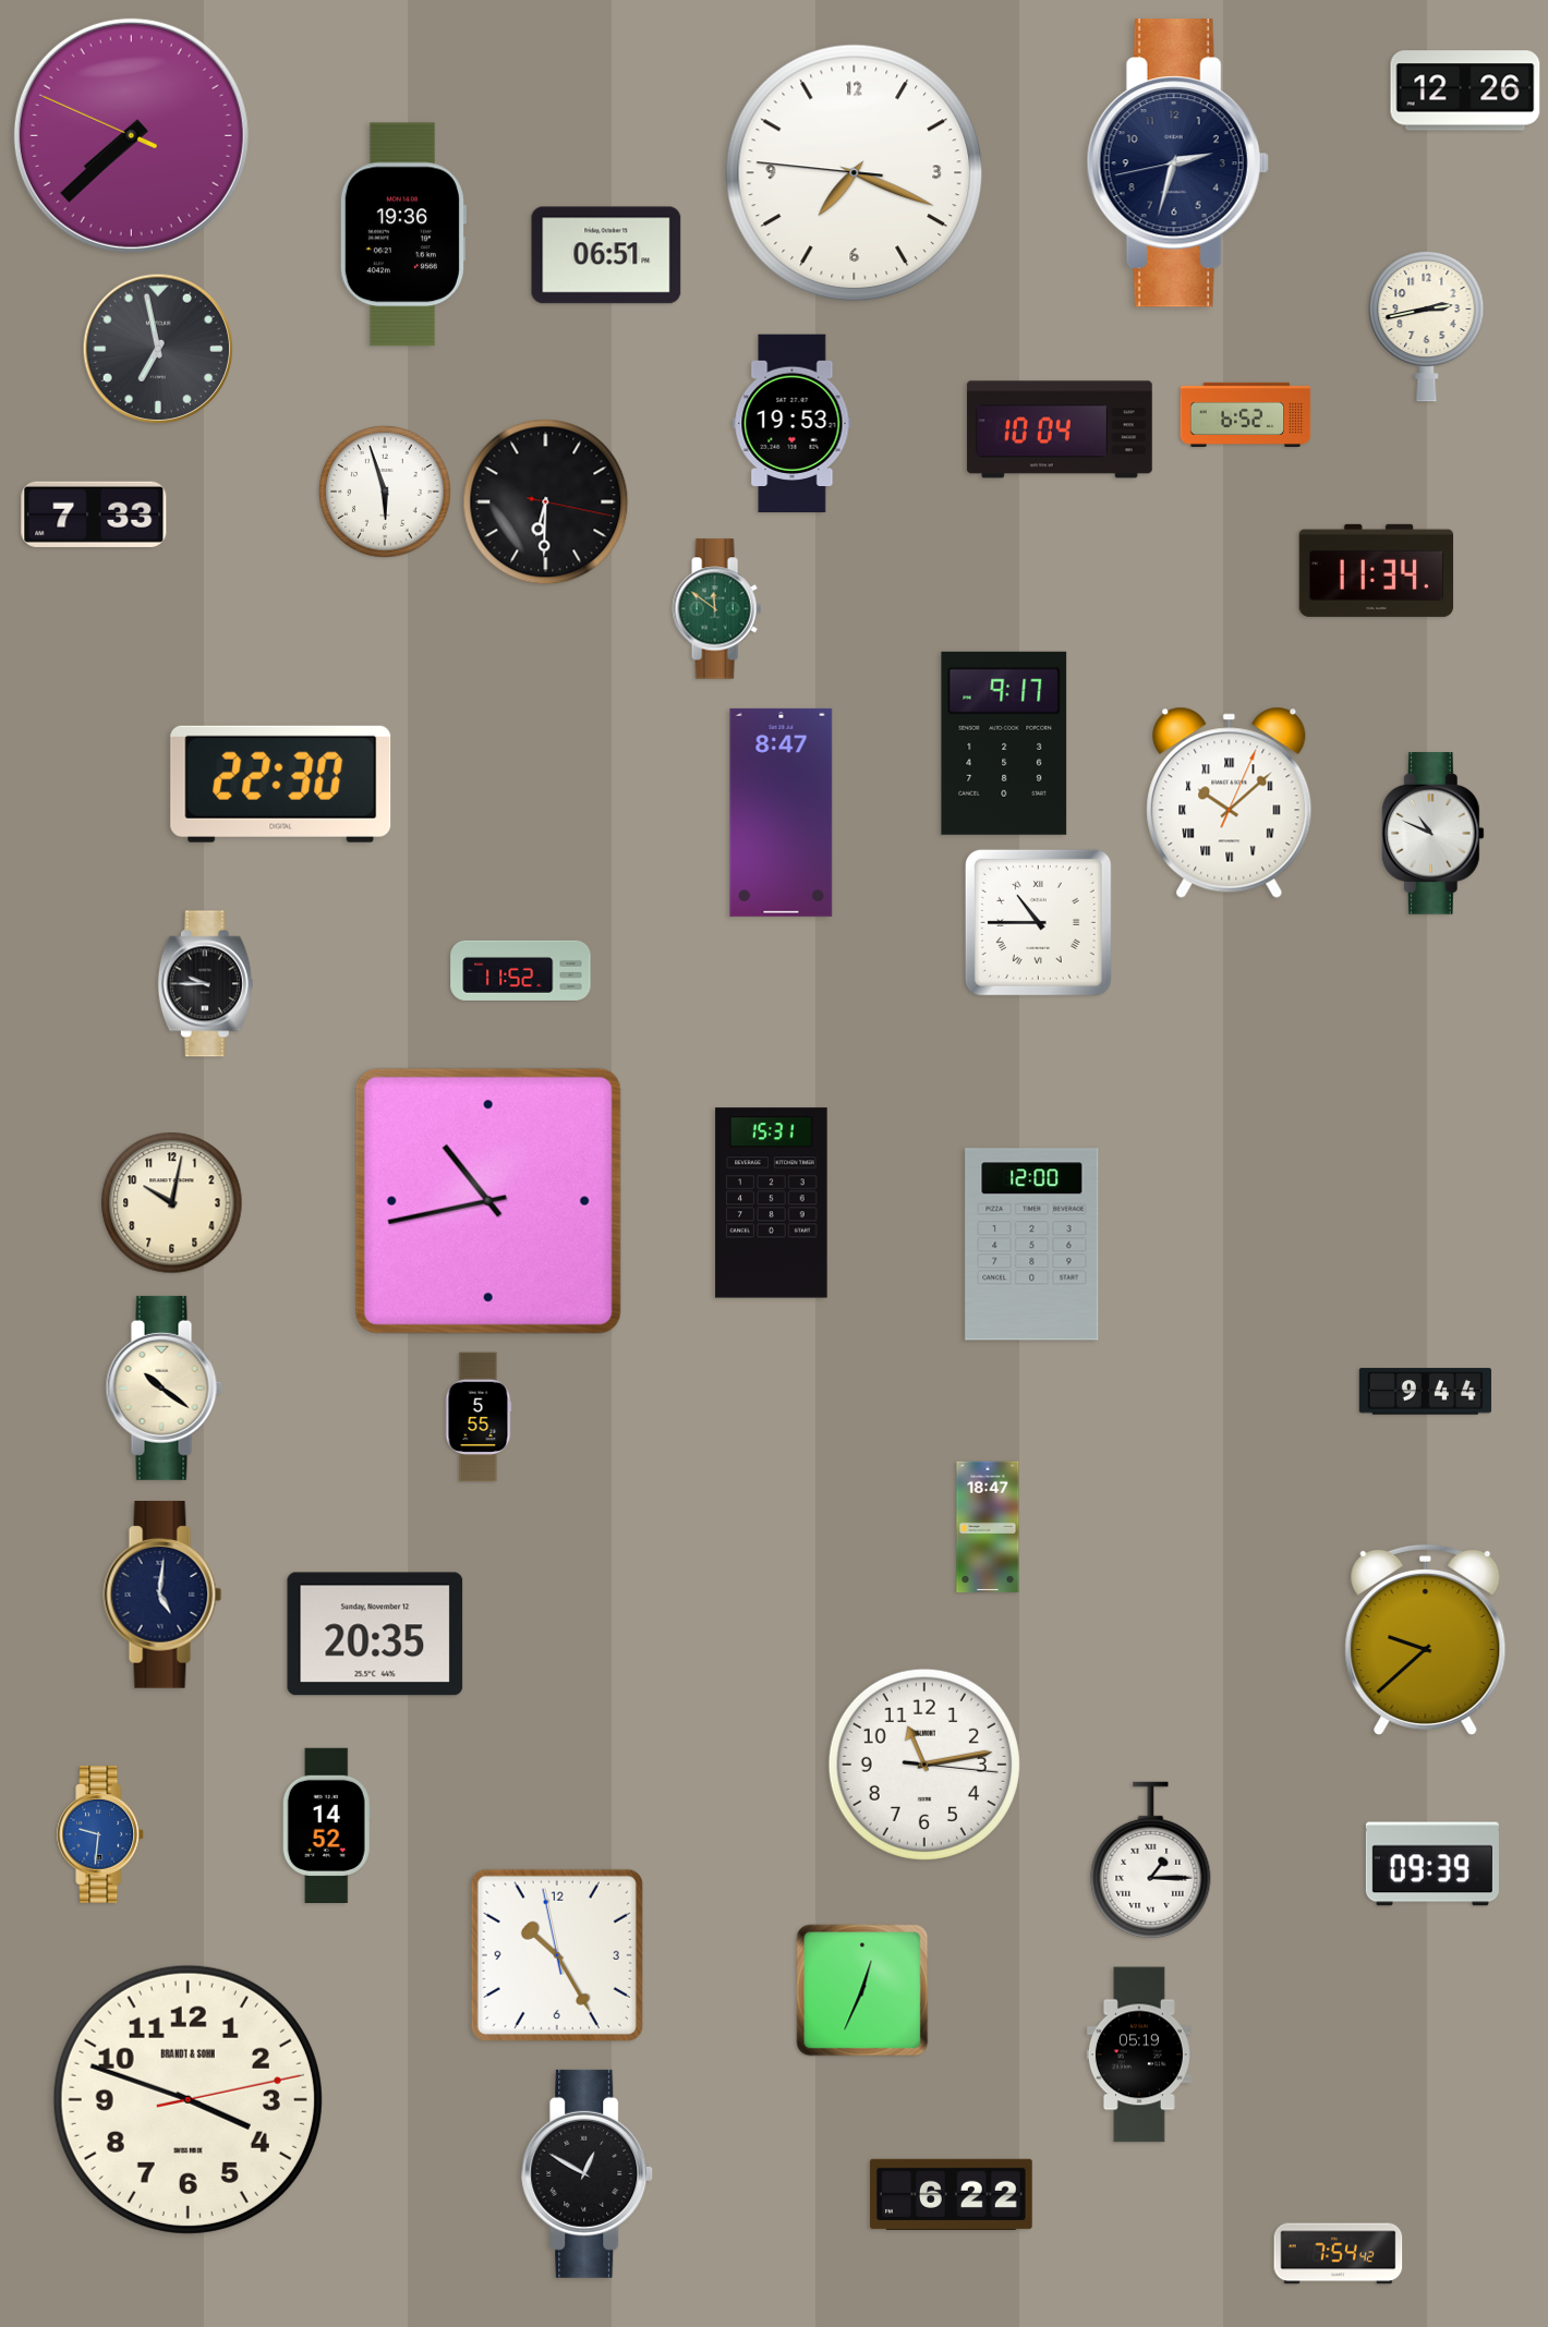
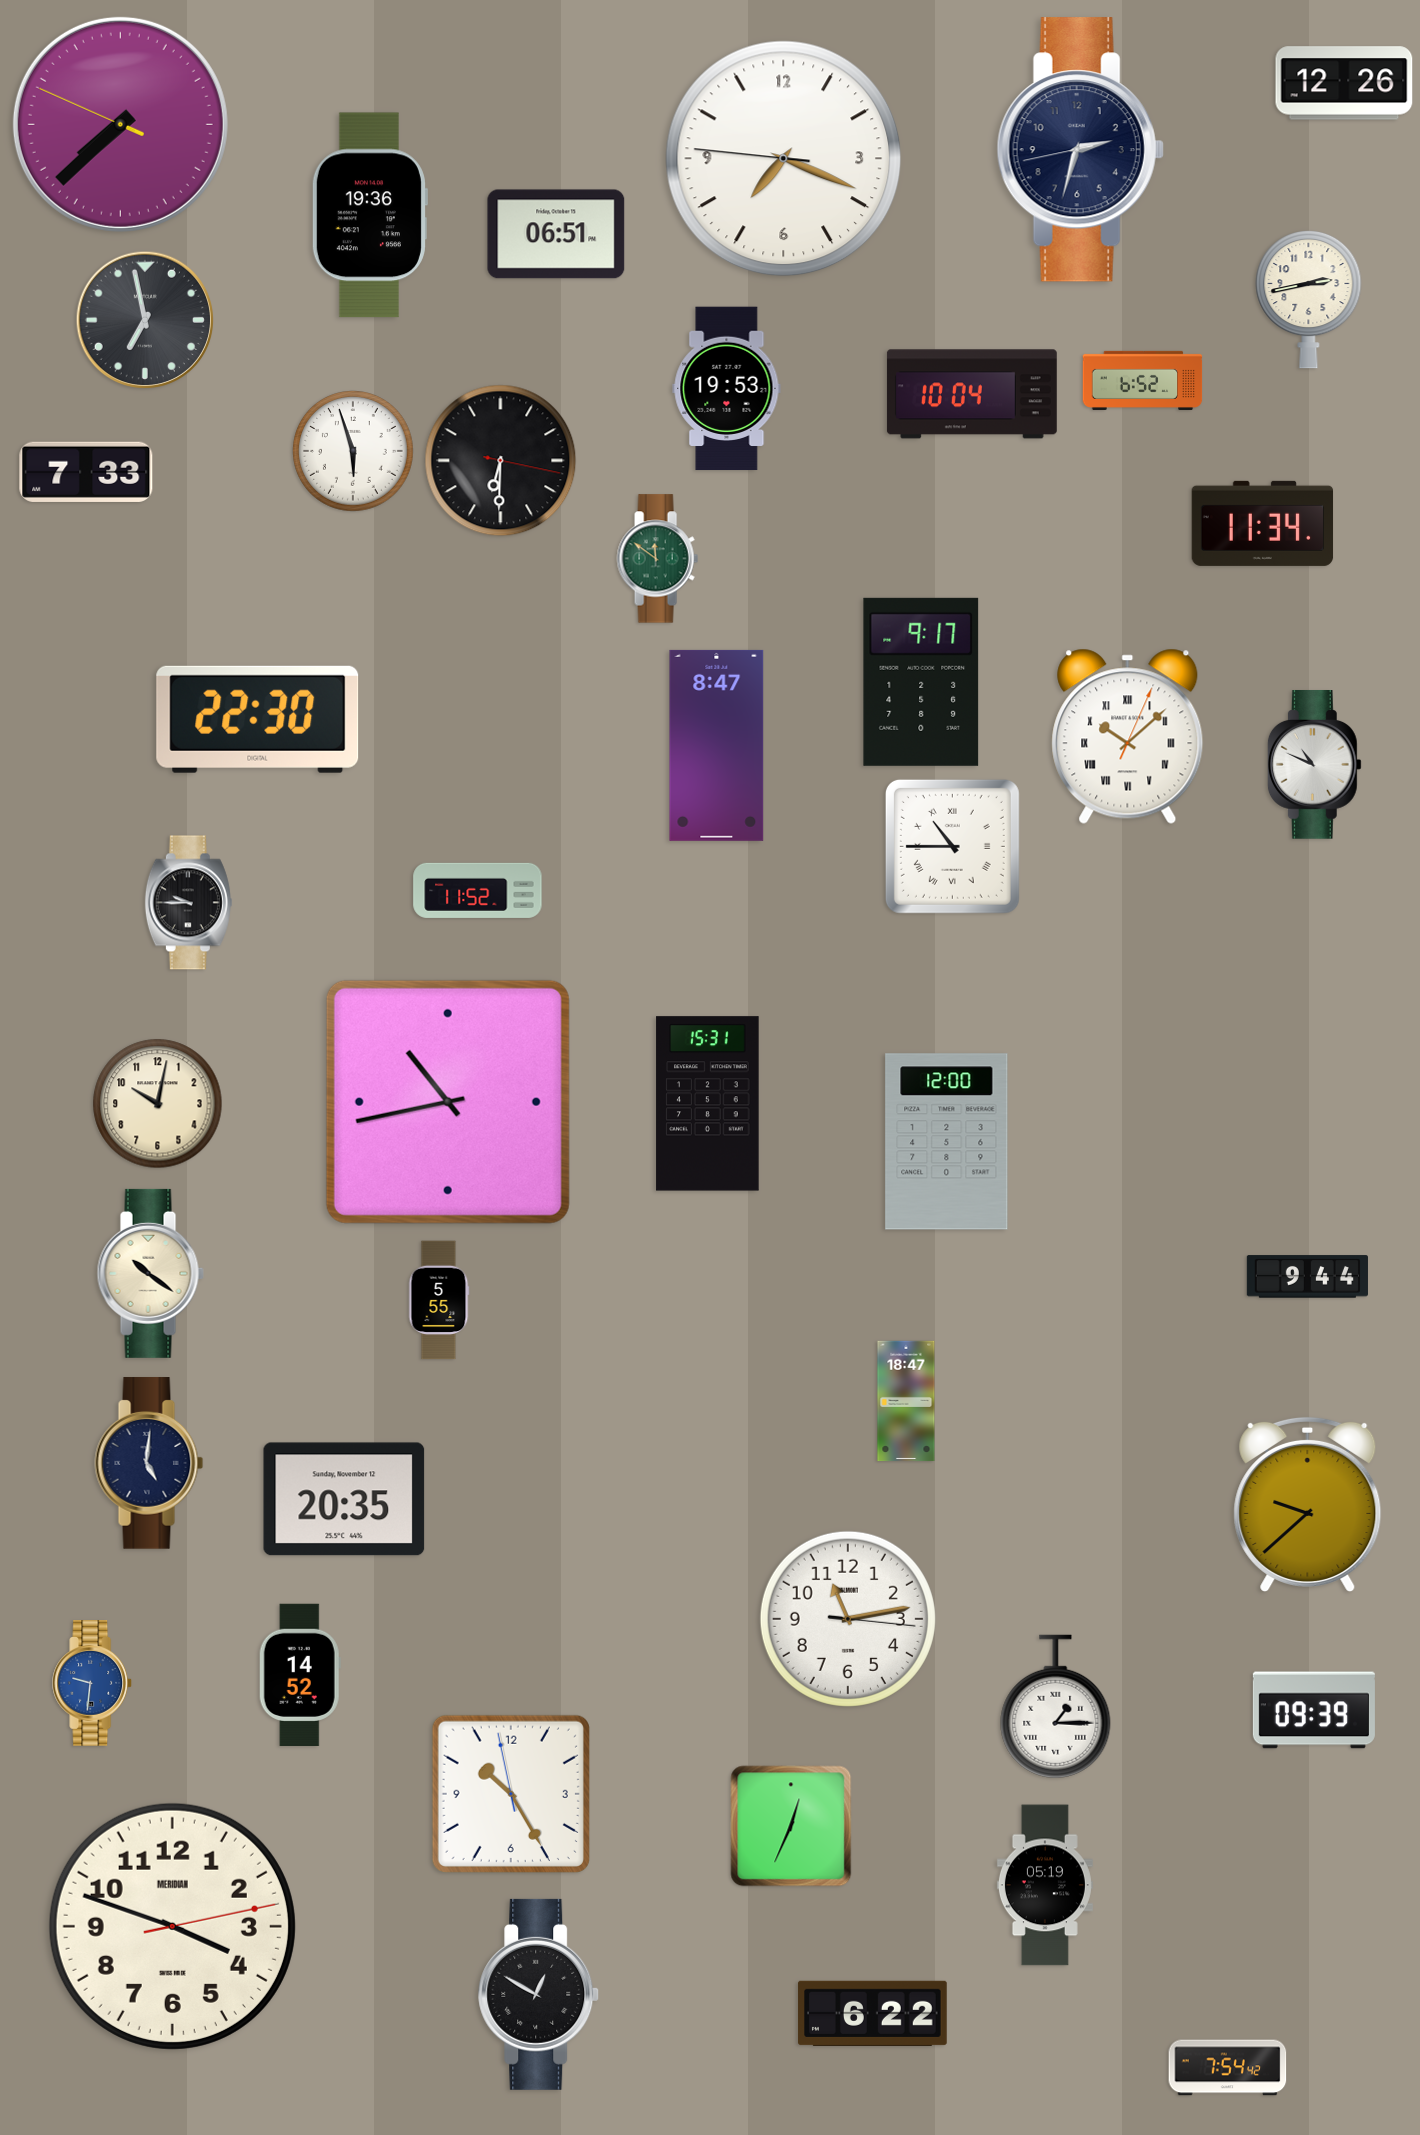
clock at (188, 2099) brand: BRANDT & SOHN -> MERIDIAN
